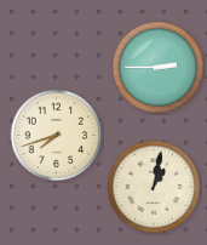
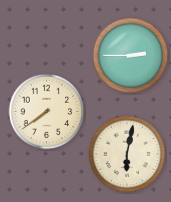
clock at (57, 136): 7:42 -> 7:39
clock at (154, 187): 1:02 -> 6:02
